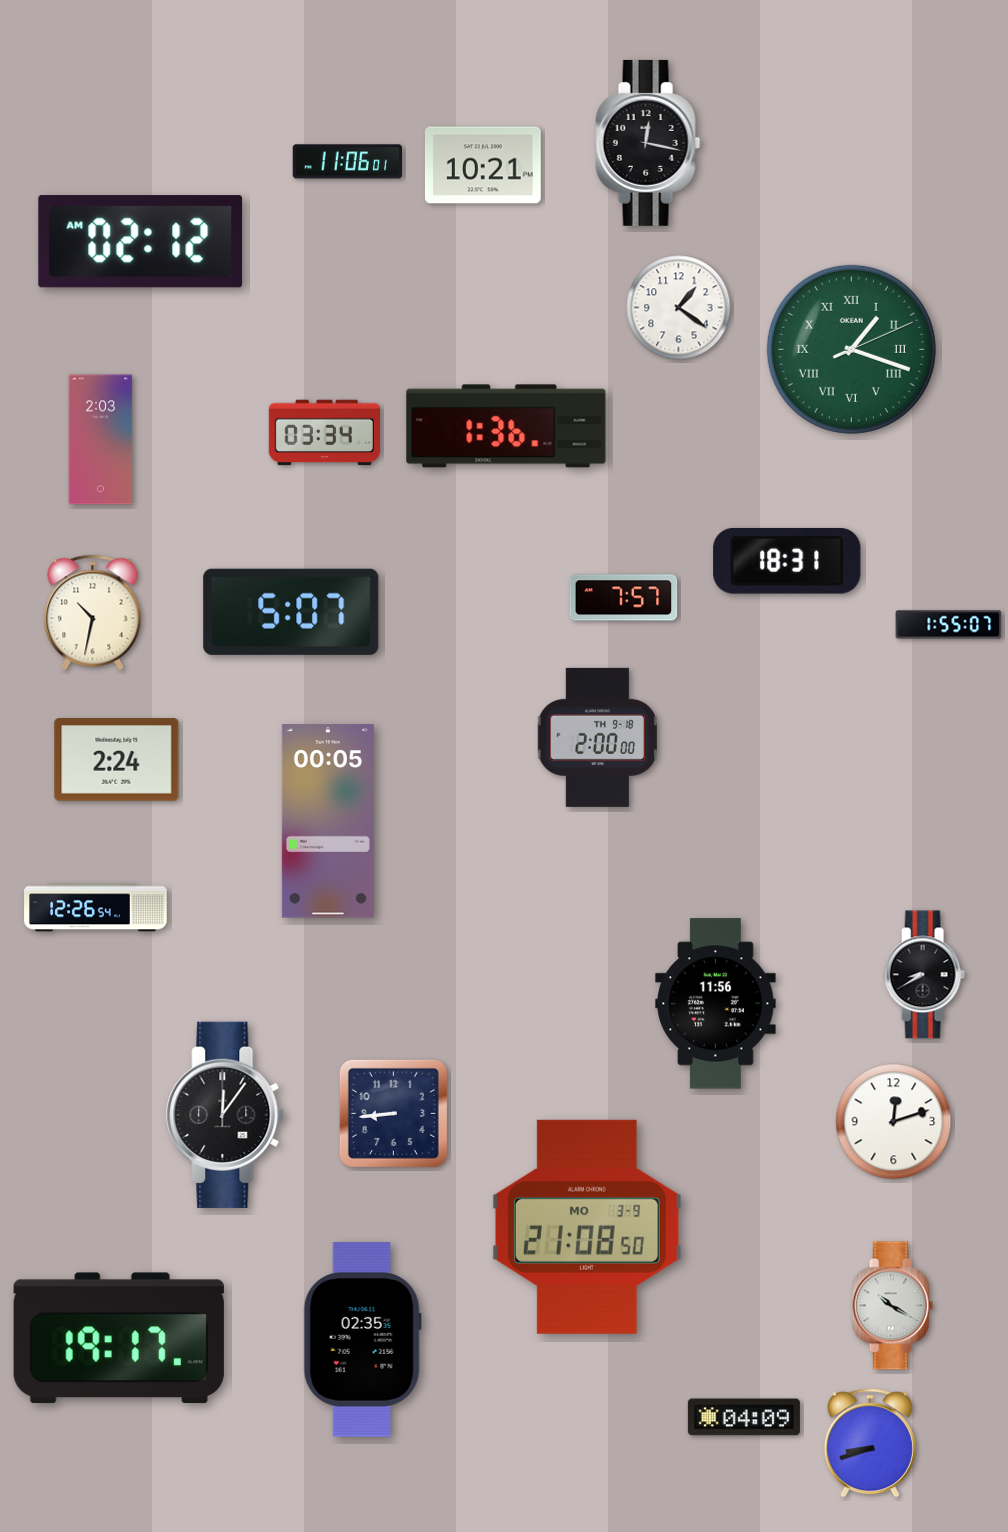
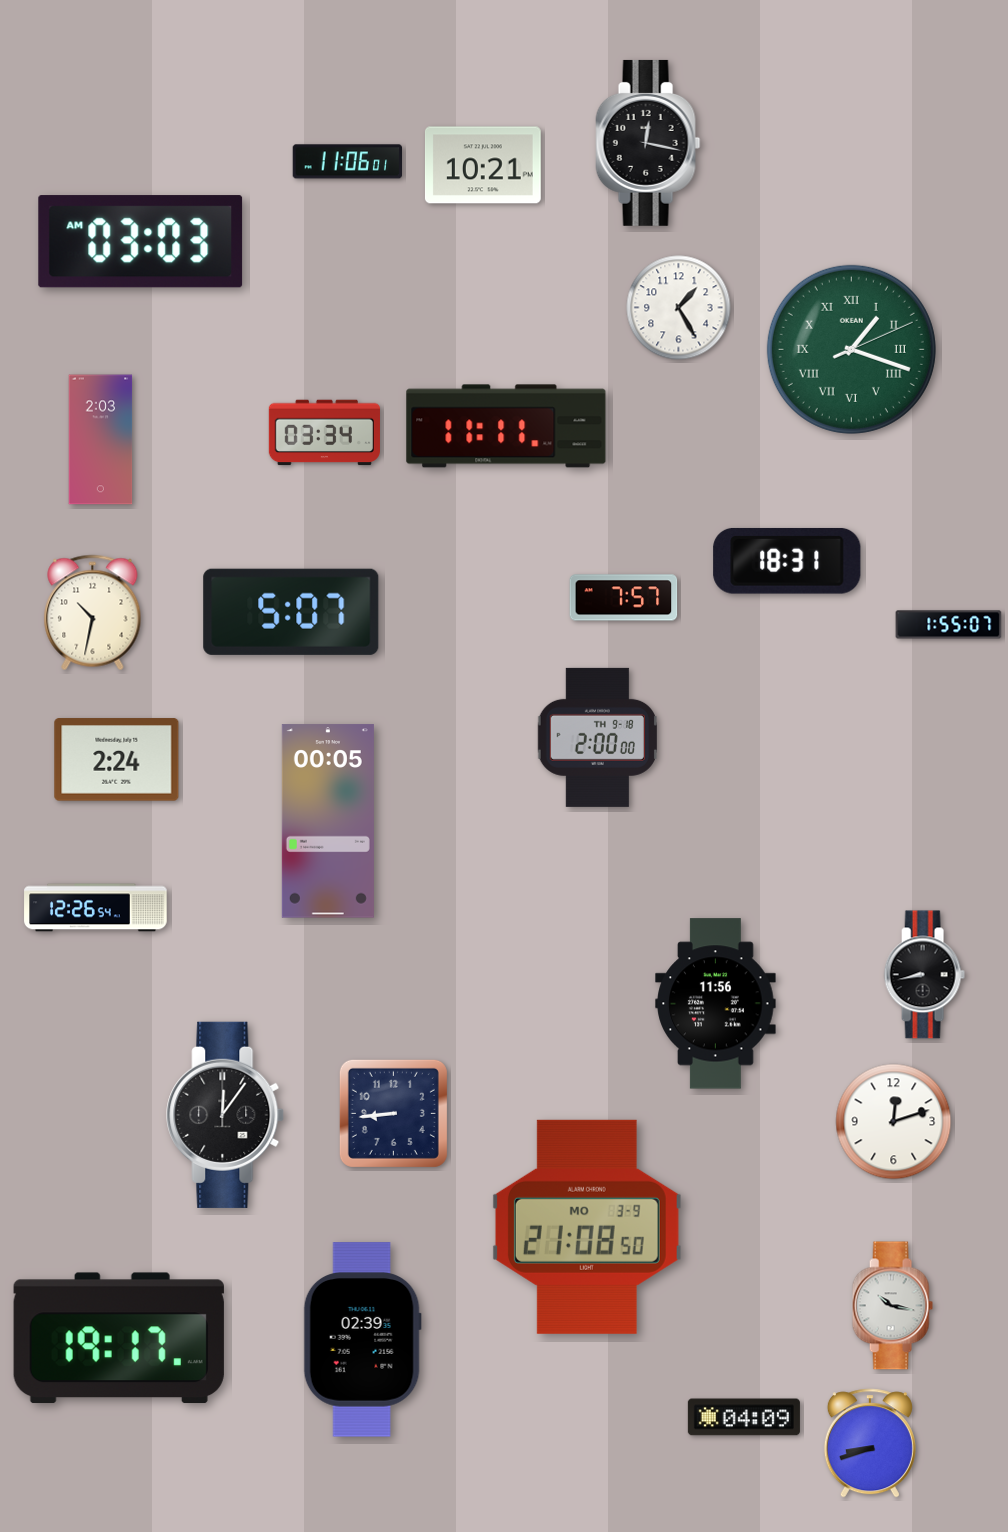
clock at (141, 242): 02:12 -> 03:03
clock at (679, 308): 1:21 -> 1:25
clock at (506, 426): 1:36 -> 11:11
clock at (924, 975): 8:40 -> 8:43
clock at (892, 1306): 10:20 -> 10:17
clock at (362, 1340): 02:35 -> 02:39
